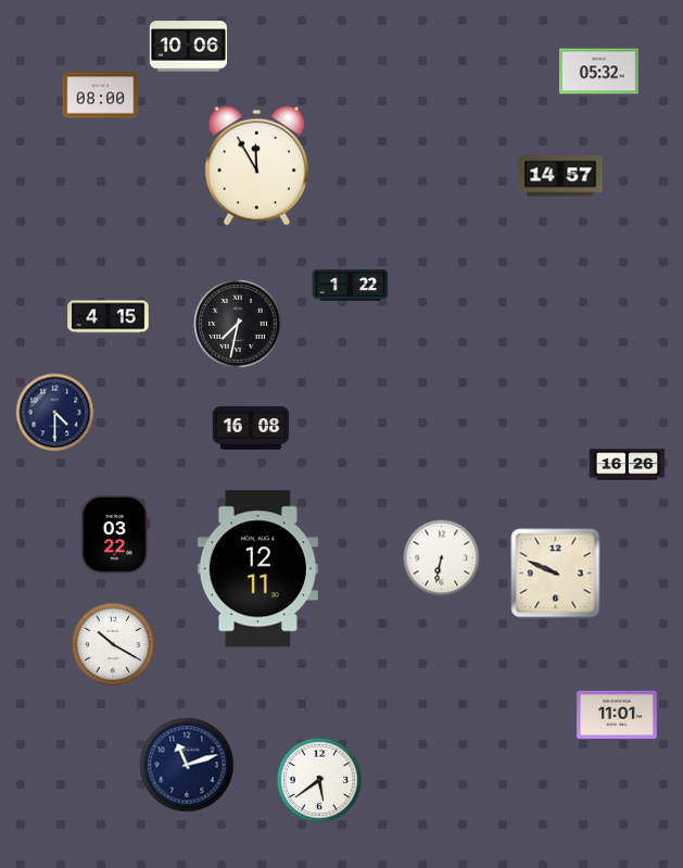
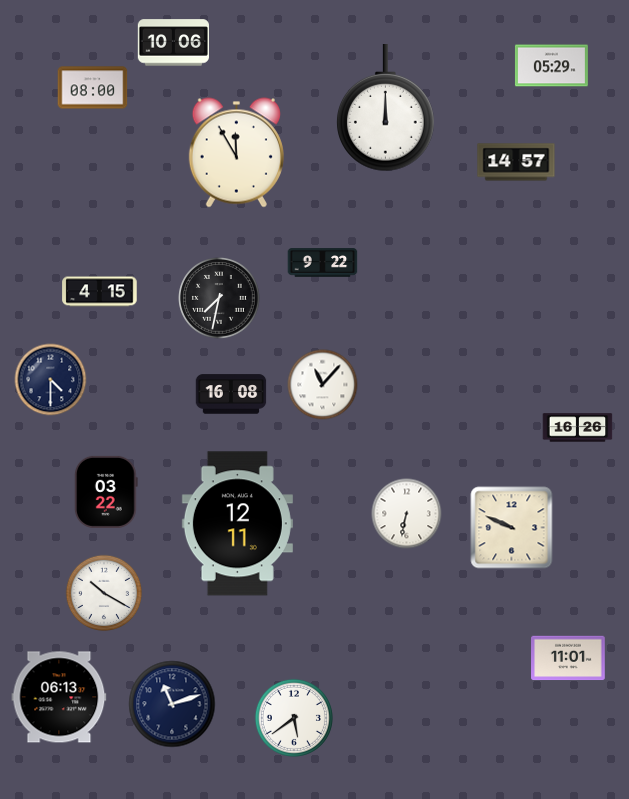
clock at (598, 72): 05:32 -> 05:29
clock at (386, 109): none -> 12:00
clock at (351, 286): 1:22 -> 9:22
clock at (323, 385): none -> 11:07
clock at (59, 697): none -> 06:13
